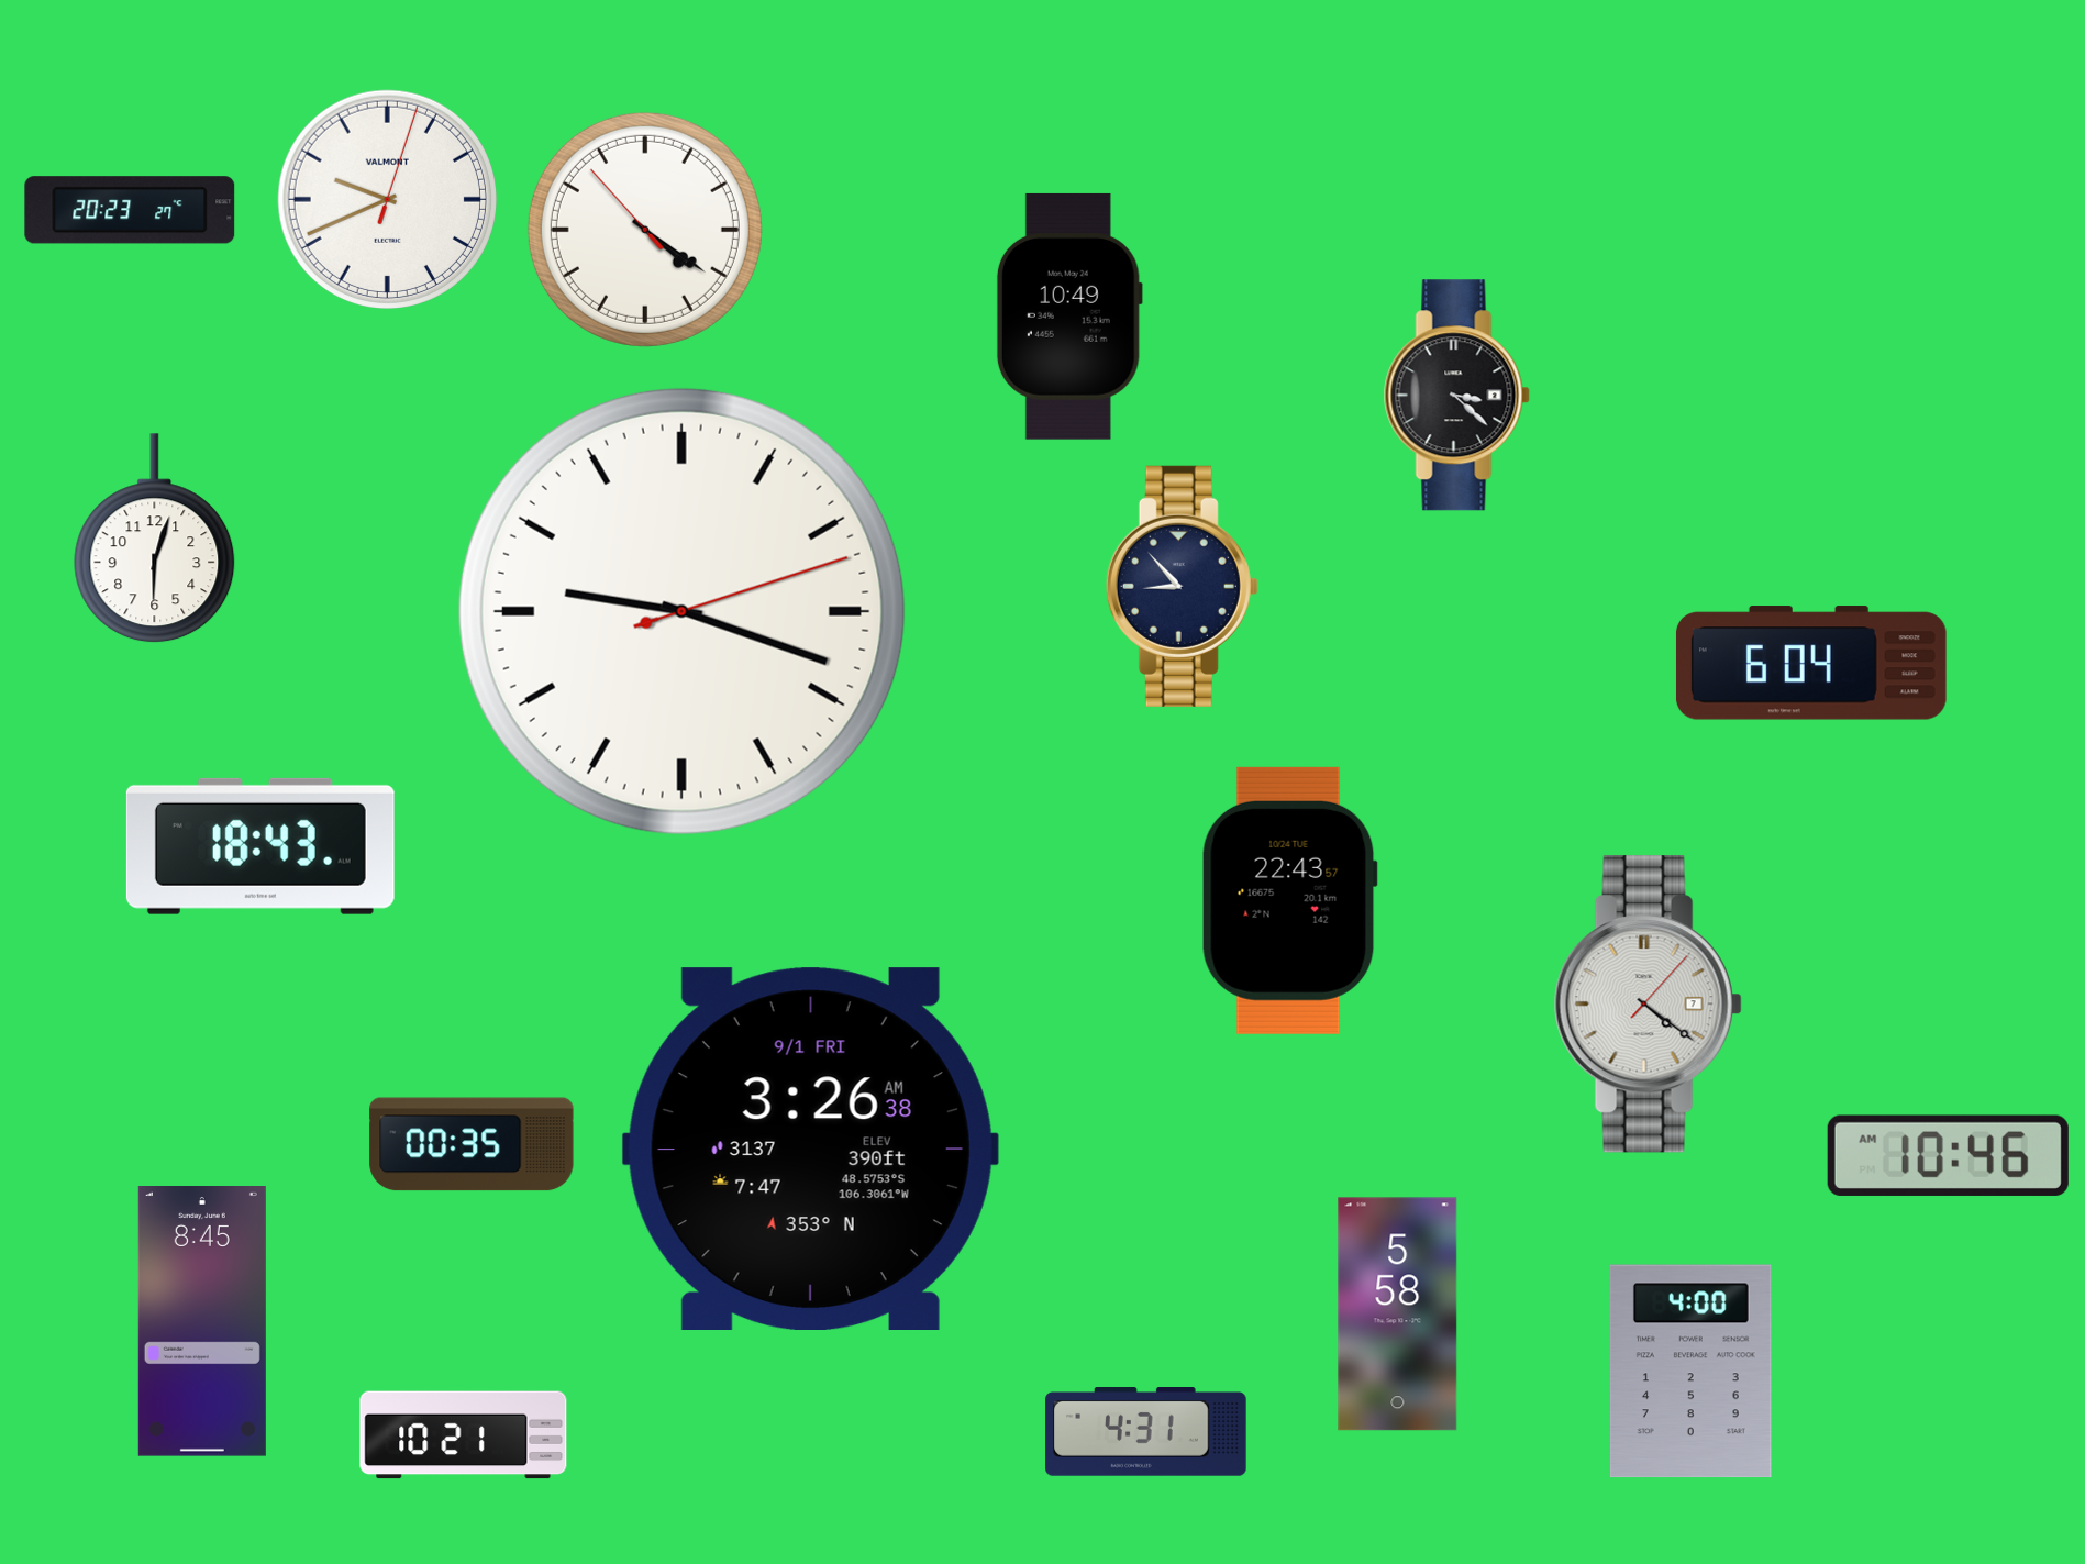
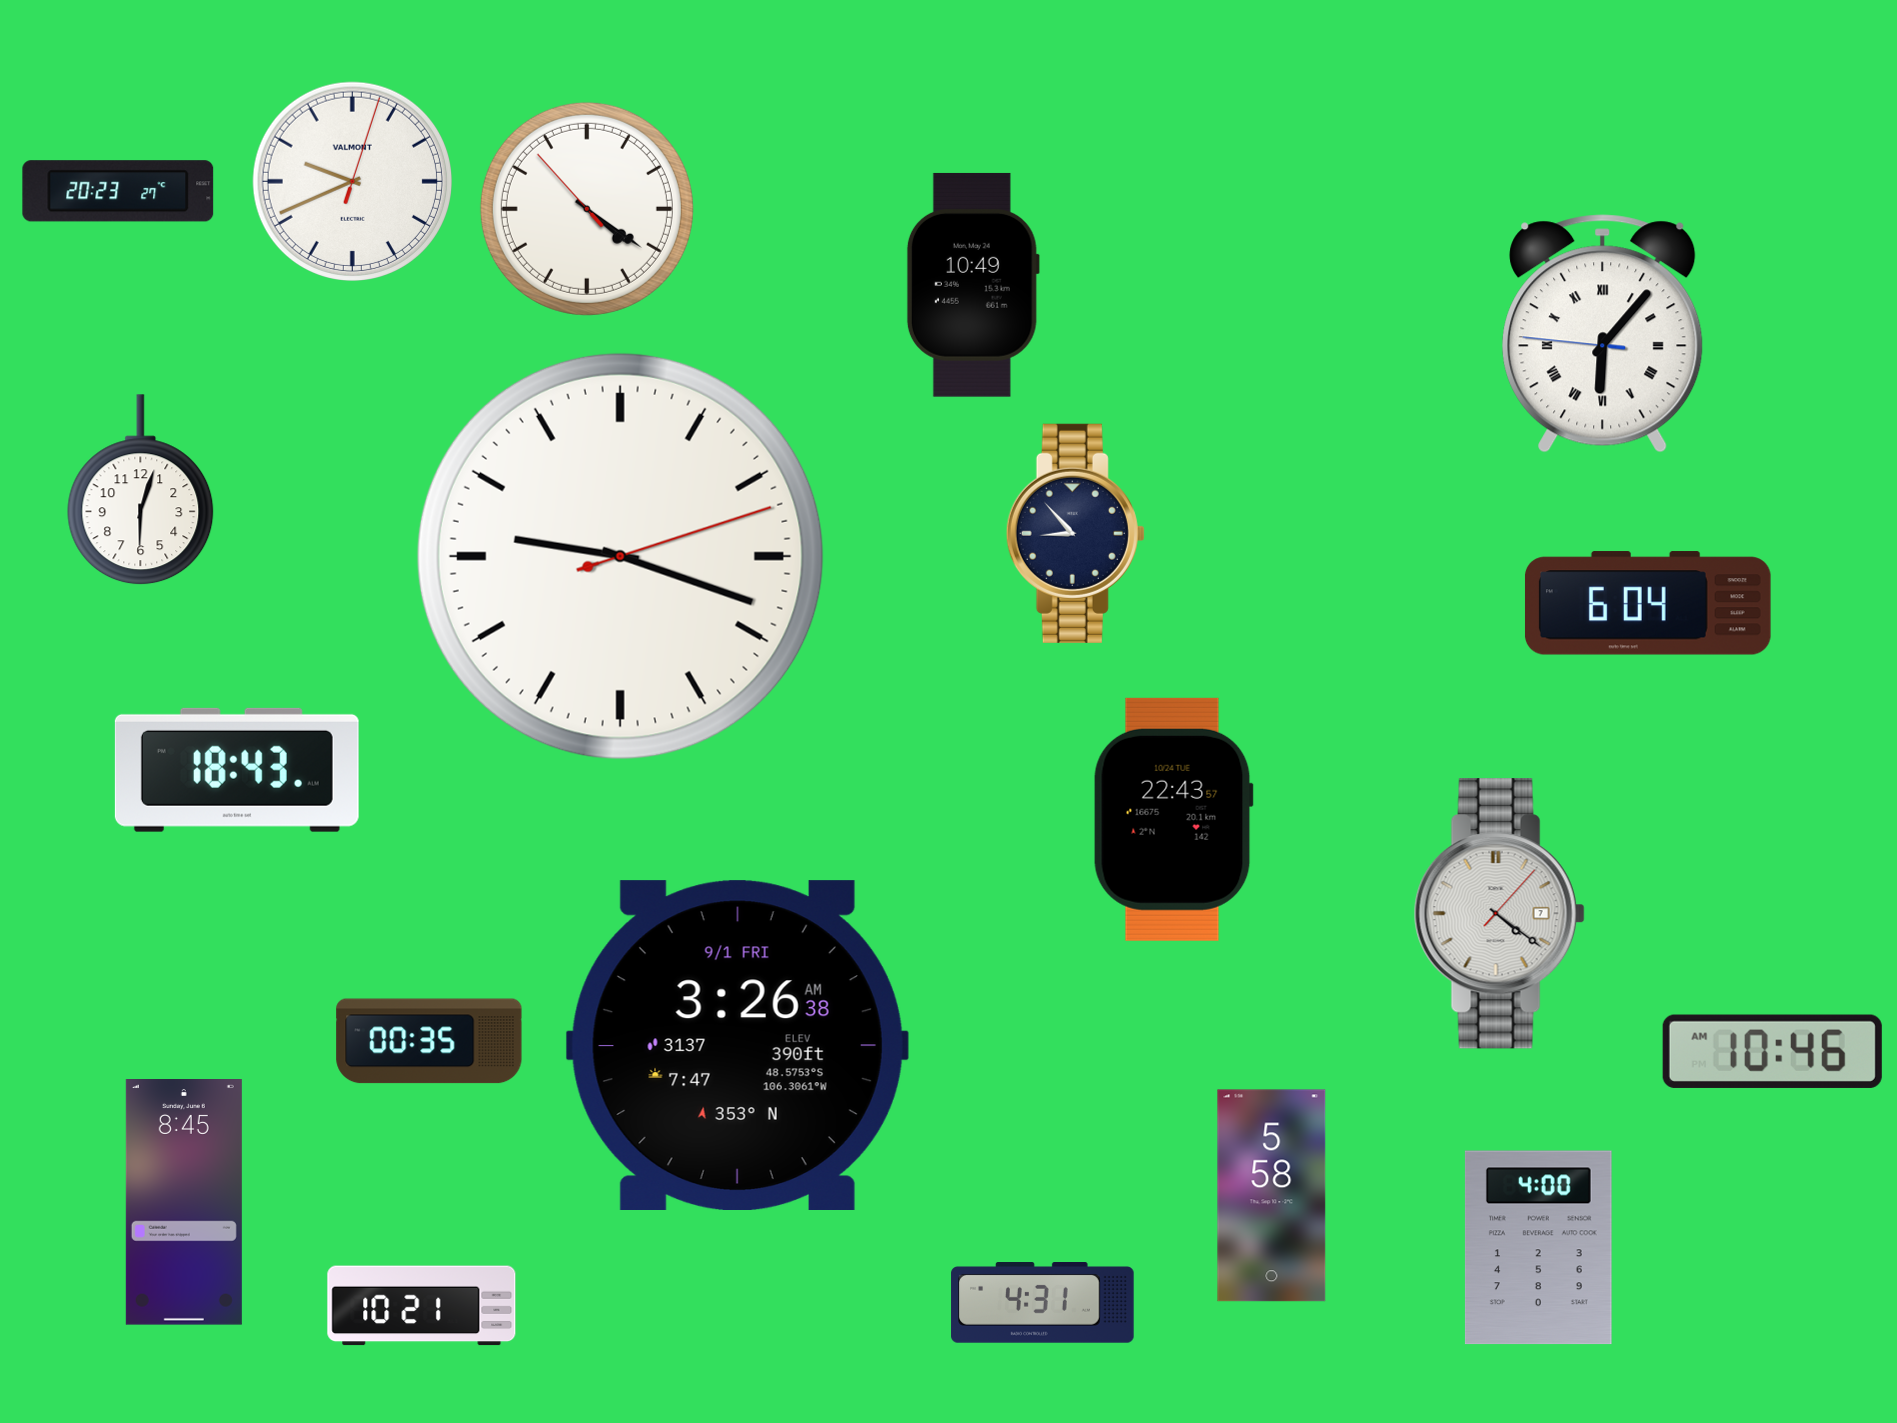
clock at (1069, 317) position: (1069, 317) -> (973, 285)
clock at (1603, 334): none -> 6:06
clock at (1456, 396): 3:22 -> none
